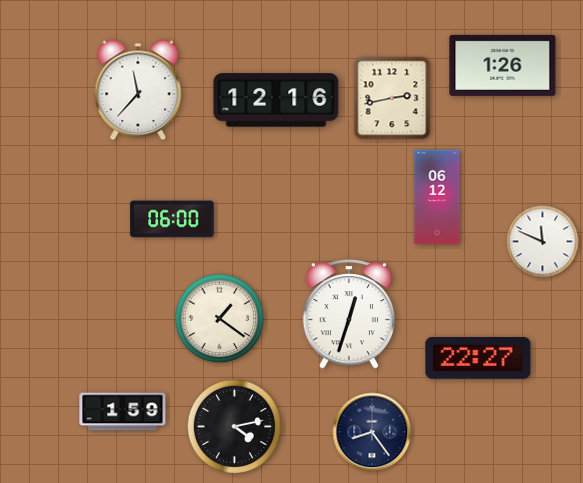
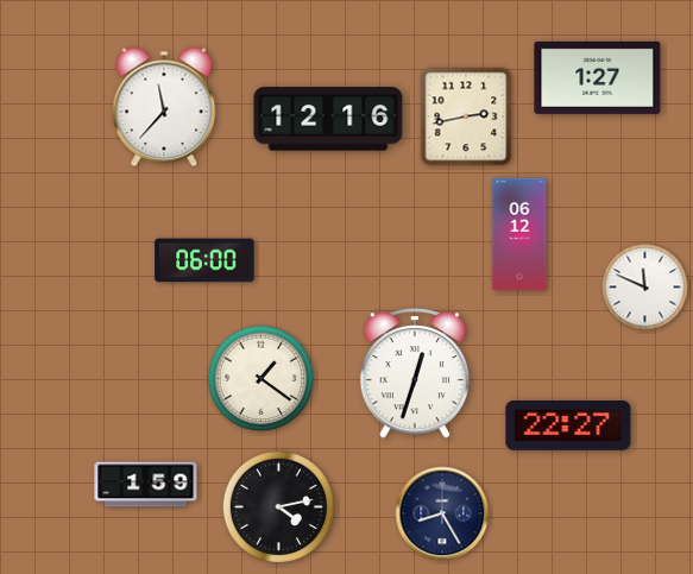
clock at (503, 65): 1:26 -> 1:27
clock at (123, 412) position: (123, 412) -> (146, 485)
clock at (372, 432): 8:24 -> 8:25
